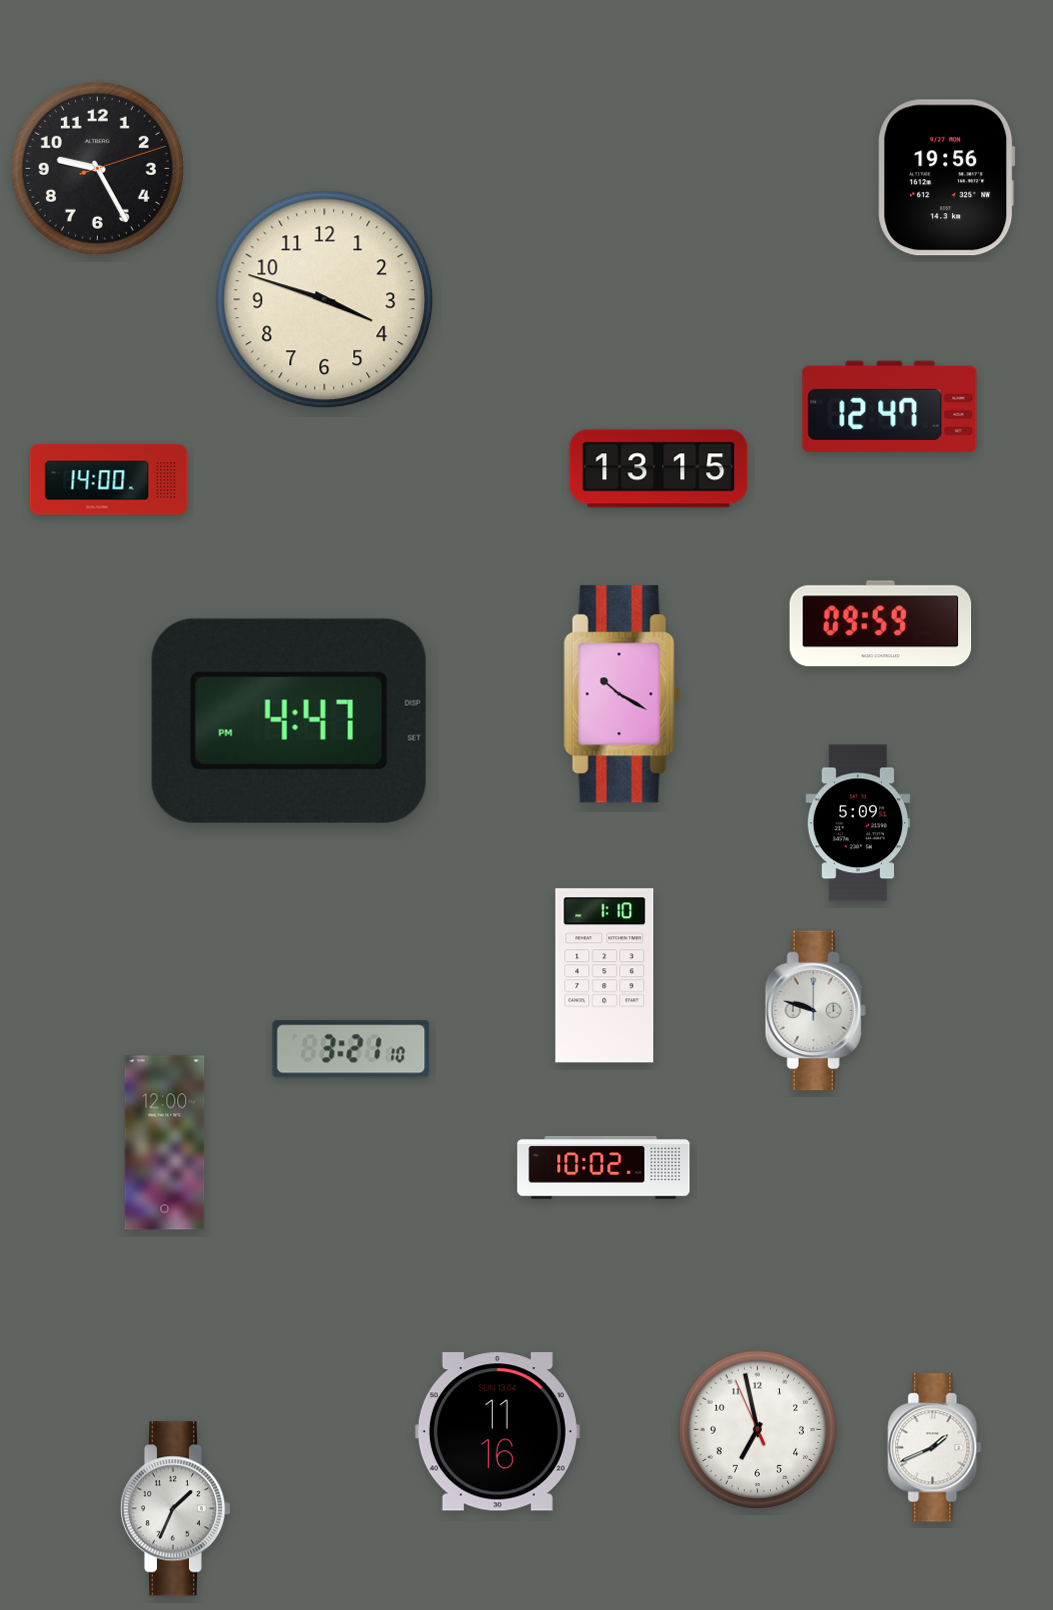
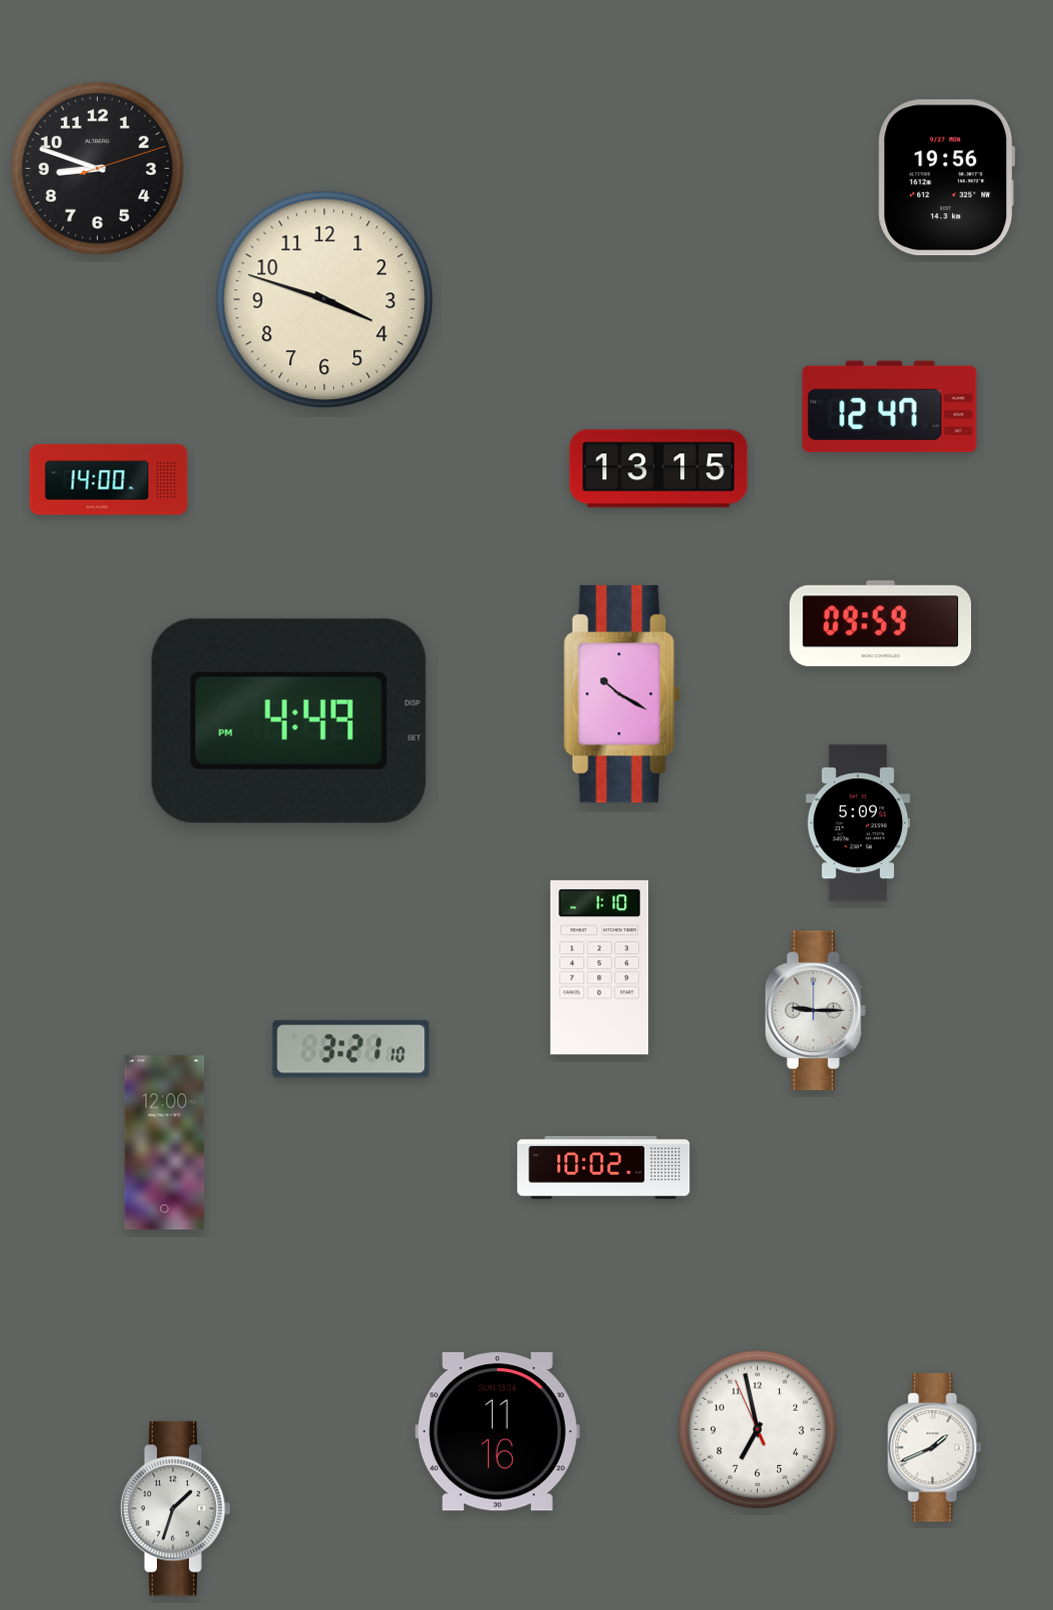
clock at (97, 168): 9:25 -> 8:48
clock at (289, 721): 4:47 -> 4:49
clock at (605, 976) position: (605, 976) -> (600, 968)
clock at (815, 1011): 9:48 -> 9:15
clock at (175, 1509): 1:34 -> 1:33
